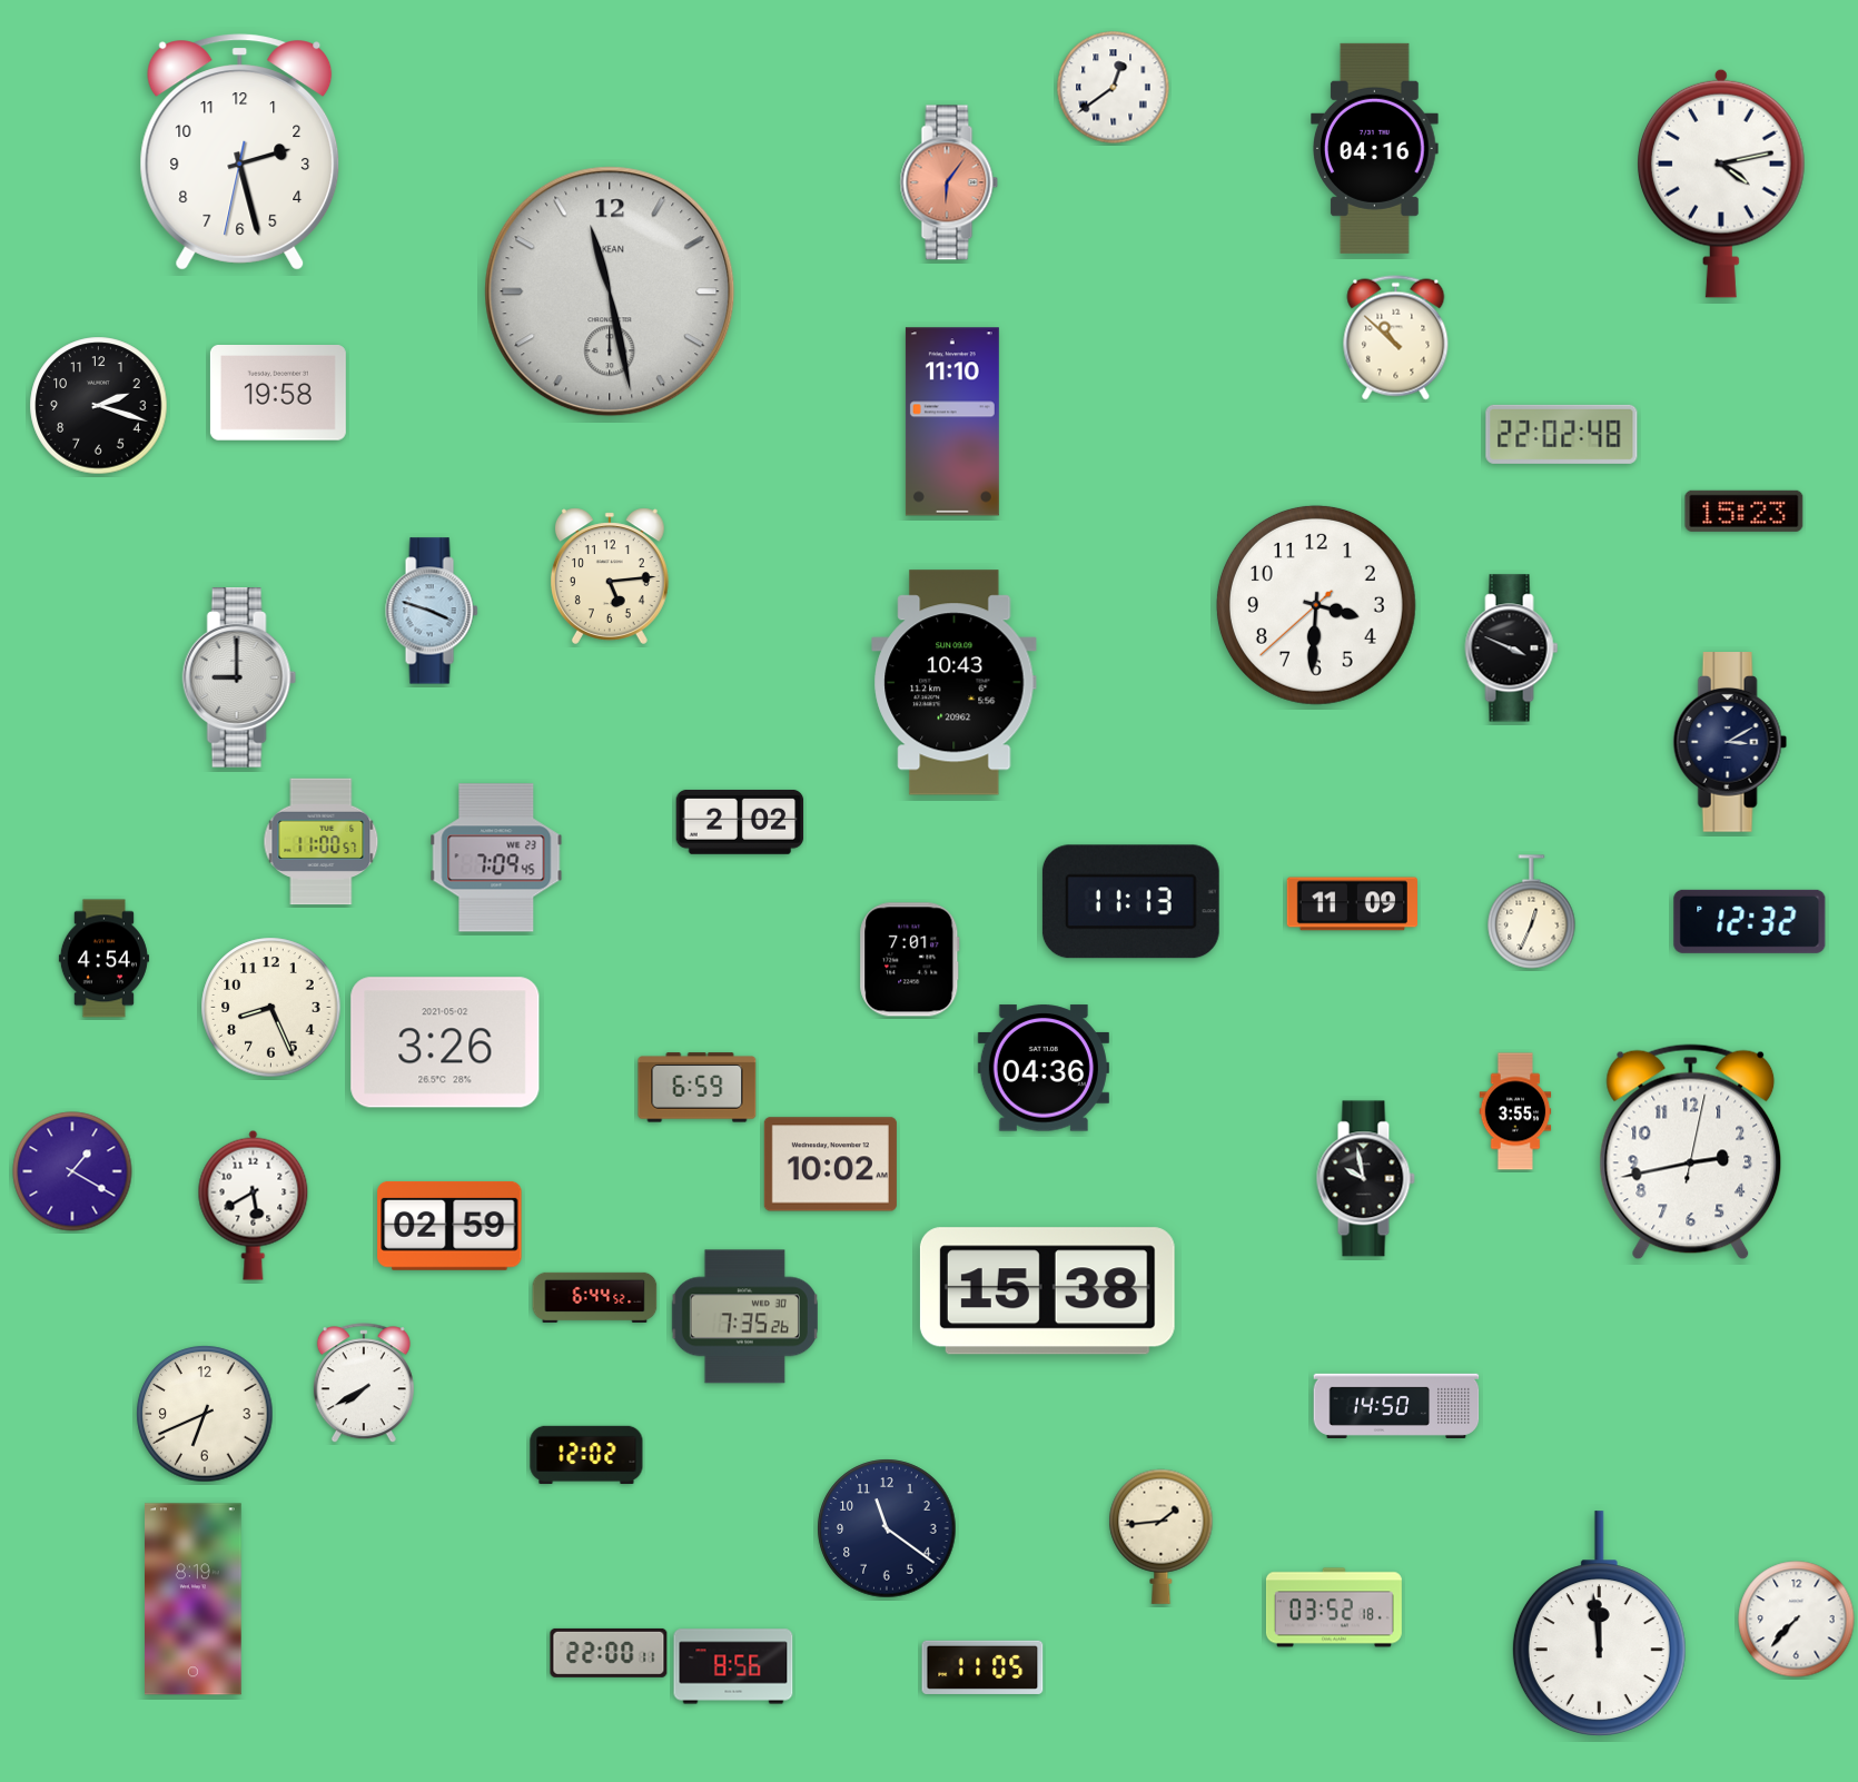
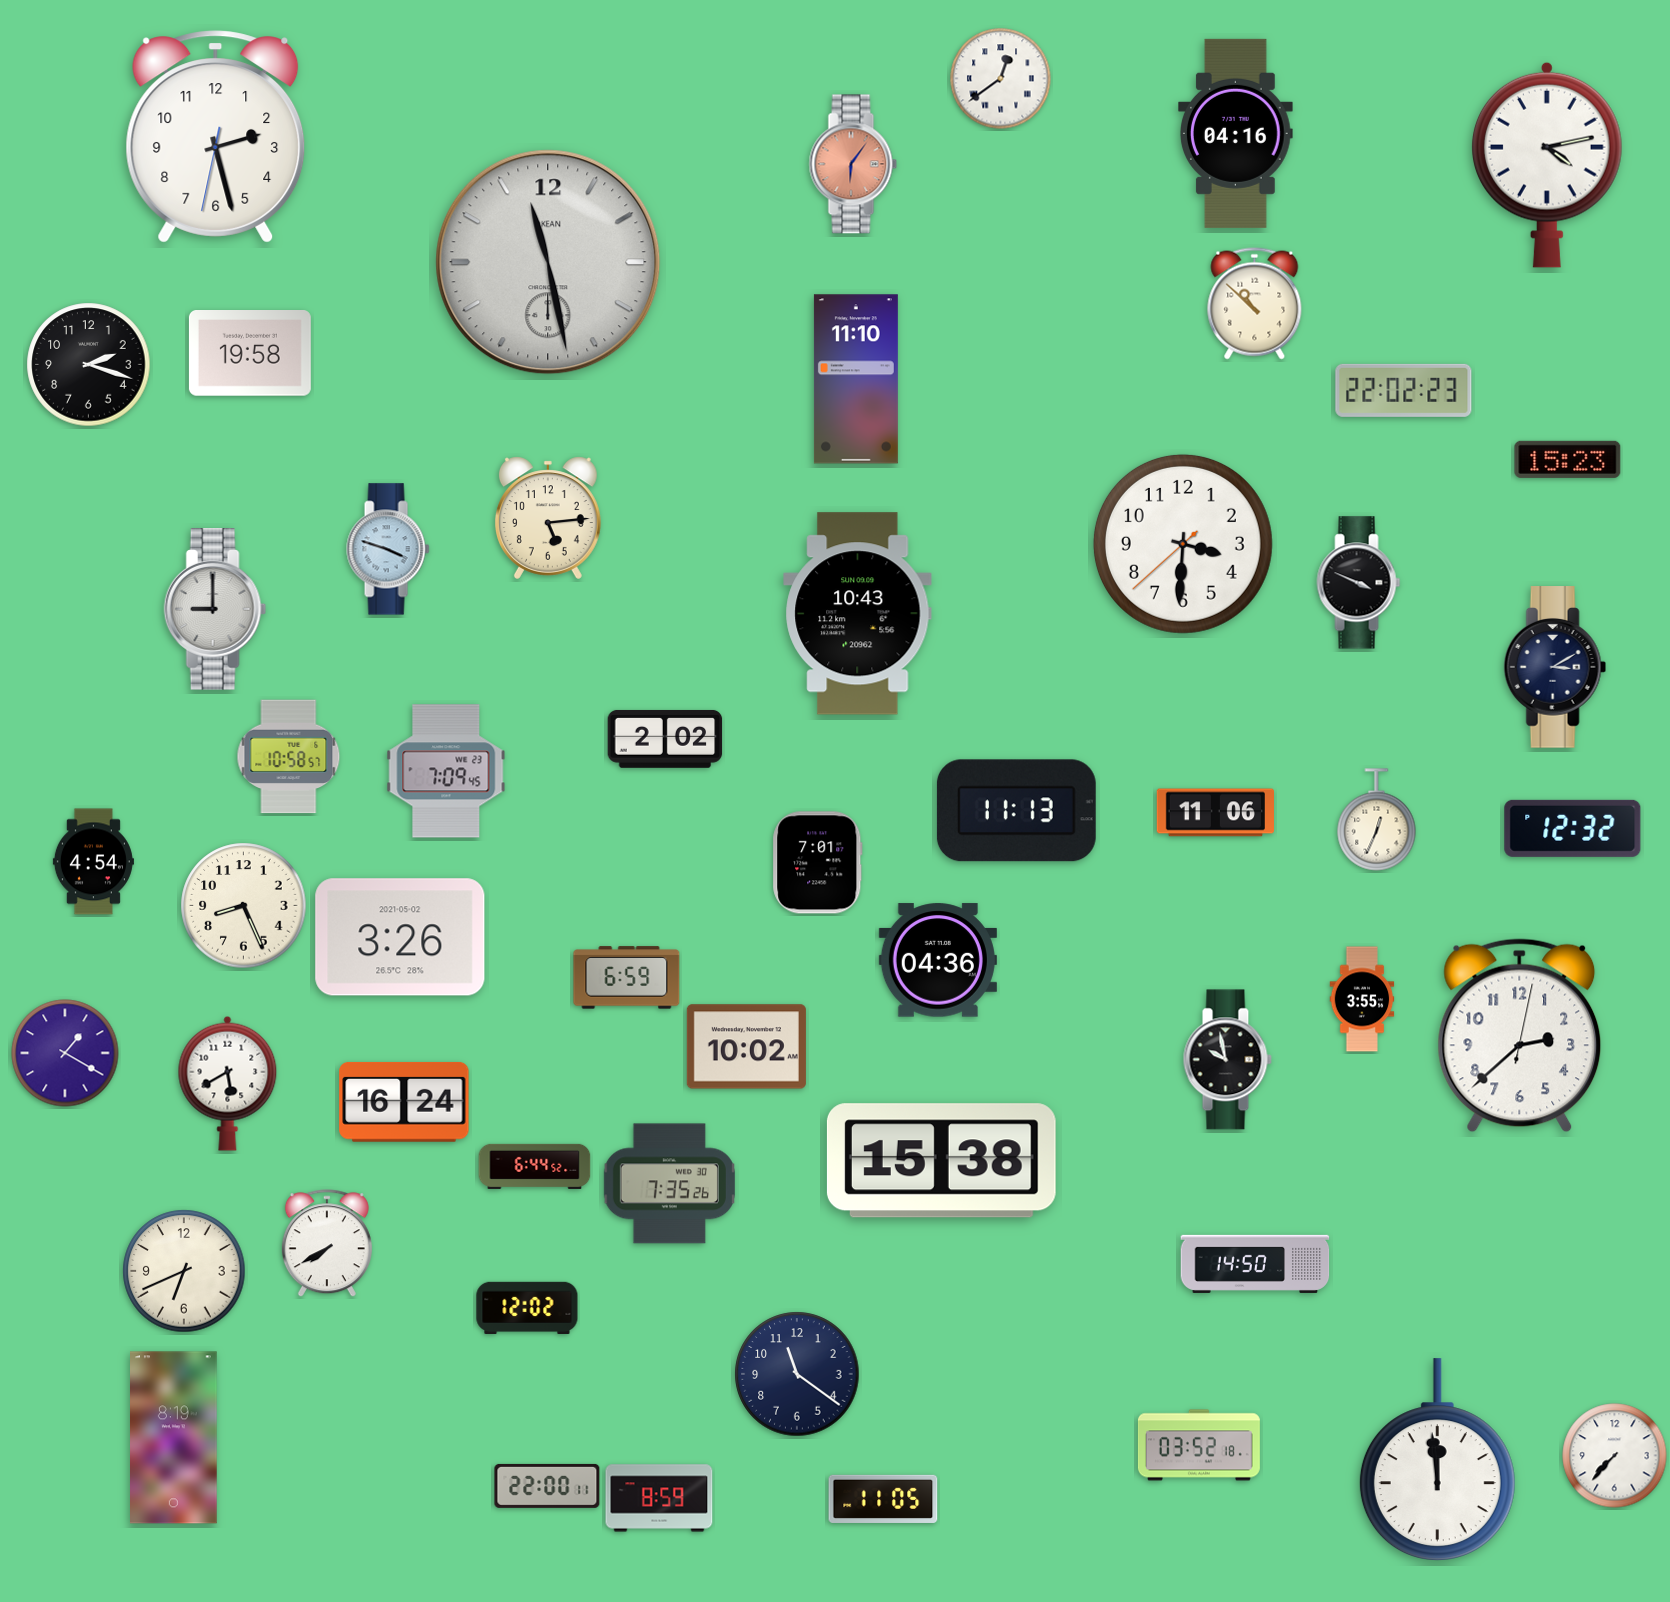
clock at (1562, 434): 22:02:48 -> 22:02:23
clock at (322, 842): 11:00 -> 10:58
clock at (1352, 904): 11:09 -> 11:06
clock at (1691, 1152): 2:43 -> 2:38
clock at (449, 1226): 02:59 -> 16:24
clock at (1162, 1536): 1:44 -> none
clock at (733, 1666): 8:56 -> 8:59
